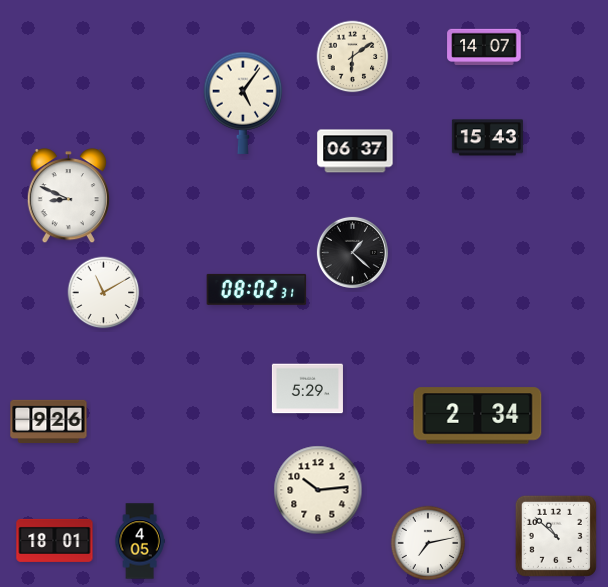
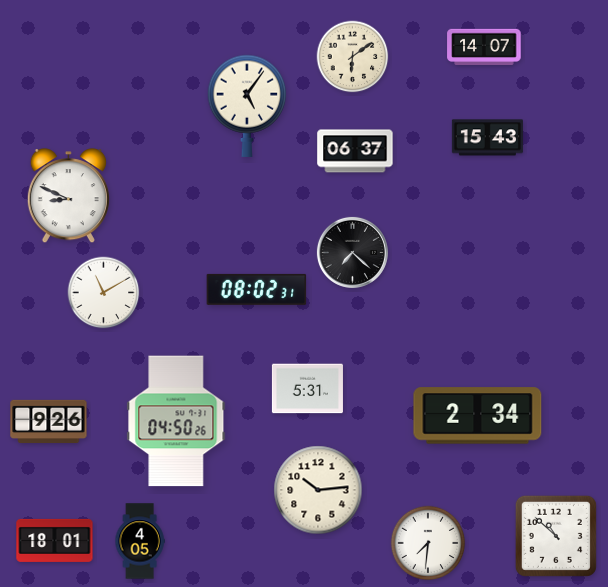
clock at (243, 103) position: (243, 103) -> (247, 106)
clock at (352, 252): 1:22 -> 7:22
clock at (307, 389): 5:29 -> 5:31
clock at (176, 421): none -> 04:50
clock at (428, 543): 7:13 -> 7:31
